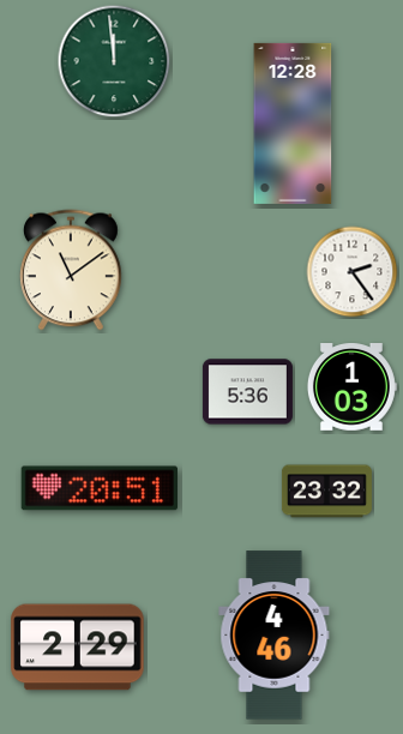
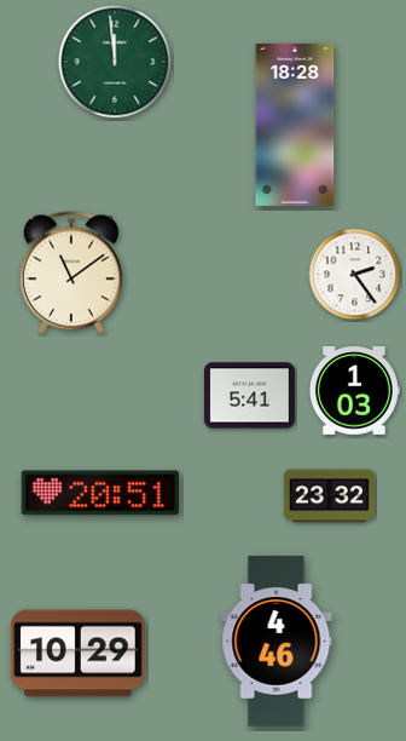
clock at (293, 124): 12:28 -> 18:28
clock at (247, 392): 5:36 -> 5:41
clock at (78, 648): 2:29 -> 10:29
